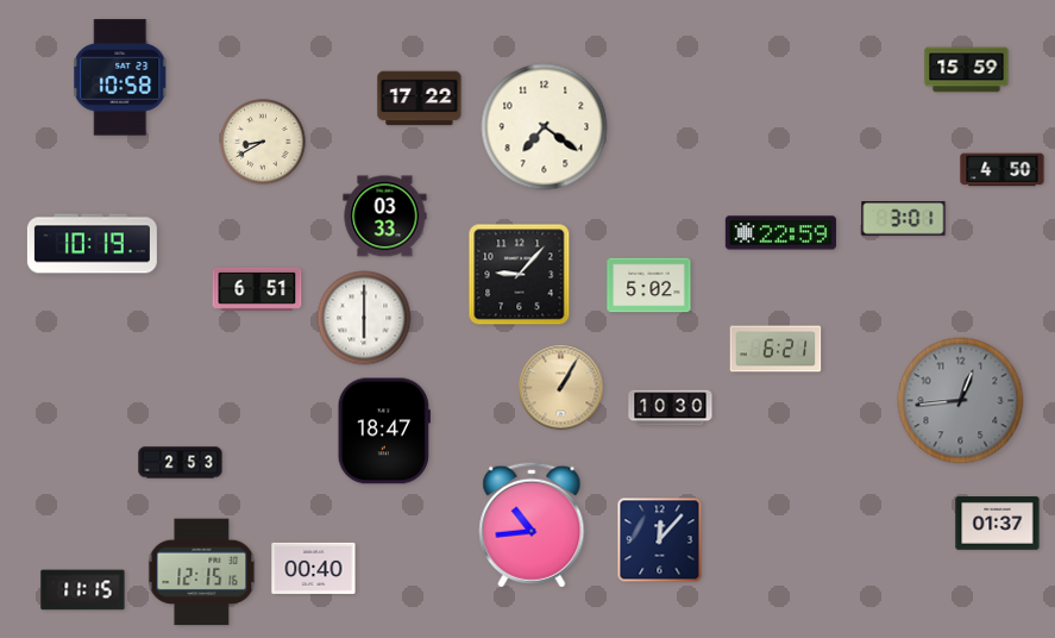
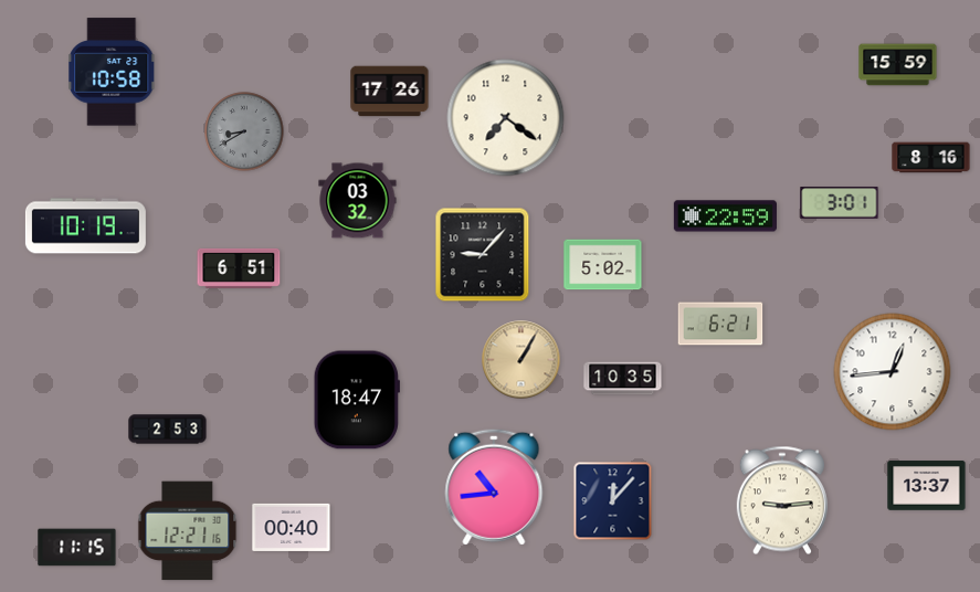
clock at (420, 99): 17:22 -> 17:26
clock at (263, 142) dial: cream -> grey
clock at (1003, 170): 4:50 -> 8:16
clock at (385, 217): 03:33 -> 03:32
clock at (364, 318): 6:00 -> none
clock at (961, 401) dial: grey -> white
clock at (671, 408): 10:30 -> 10:35
clock at (998, 524): 01:37 -> 13:37
clock at (782, 500): none -> 9:14
clock at (202, 573): 12:15 -> 12:21
